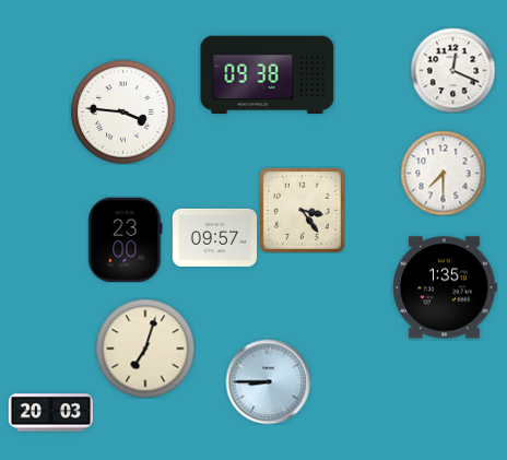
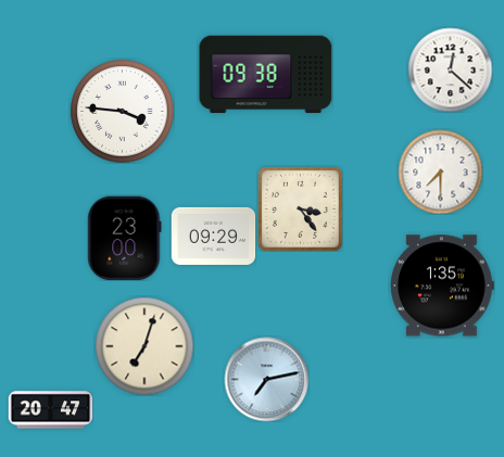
clock at (452, 70): 12:19 -> 12:22
clock at (214, 237): 09:57 -> 09:29
clock at (268, 381): 8:45 -> 7:13
clock at (50, 413): 20:03 -> 20:47
